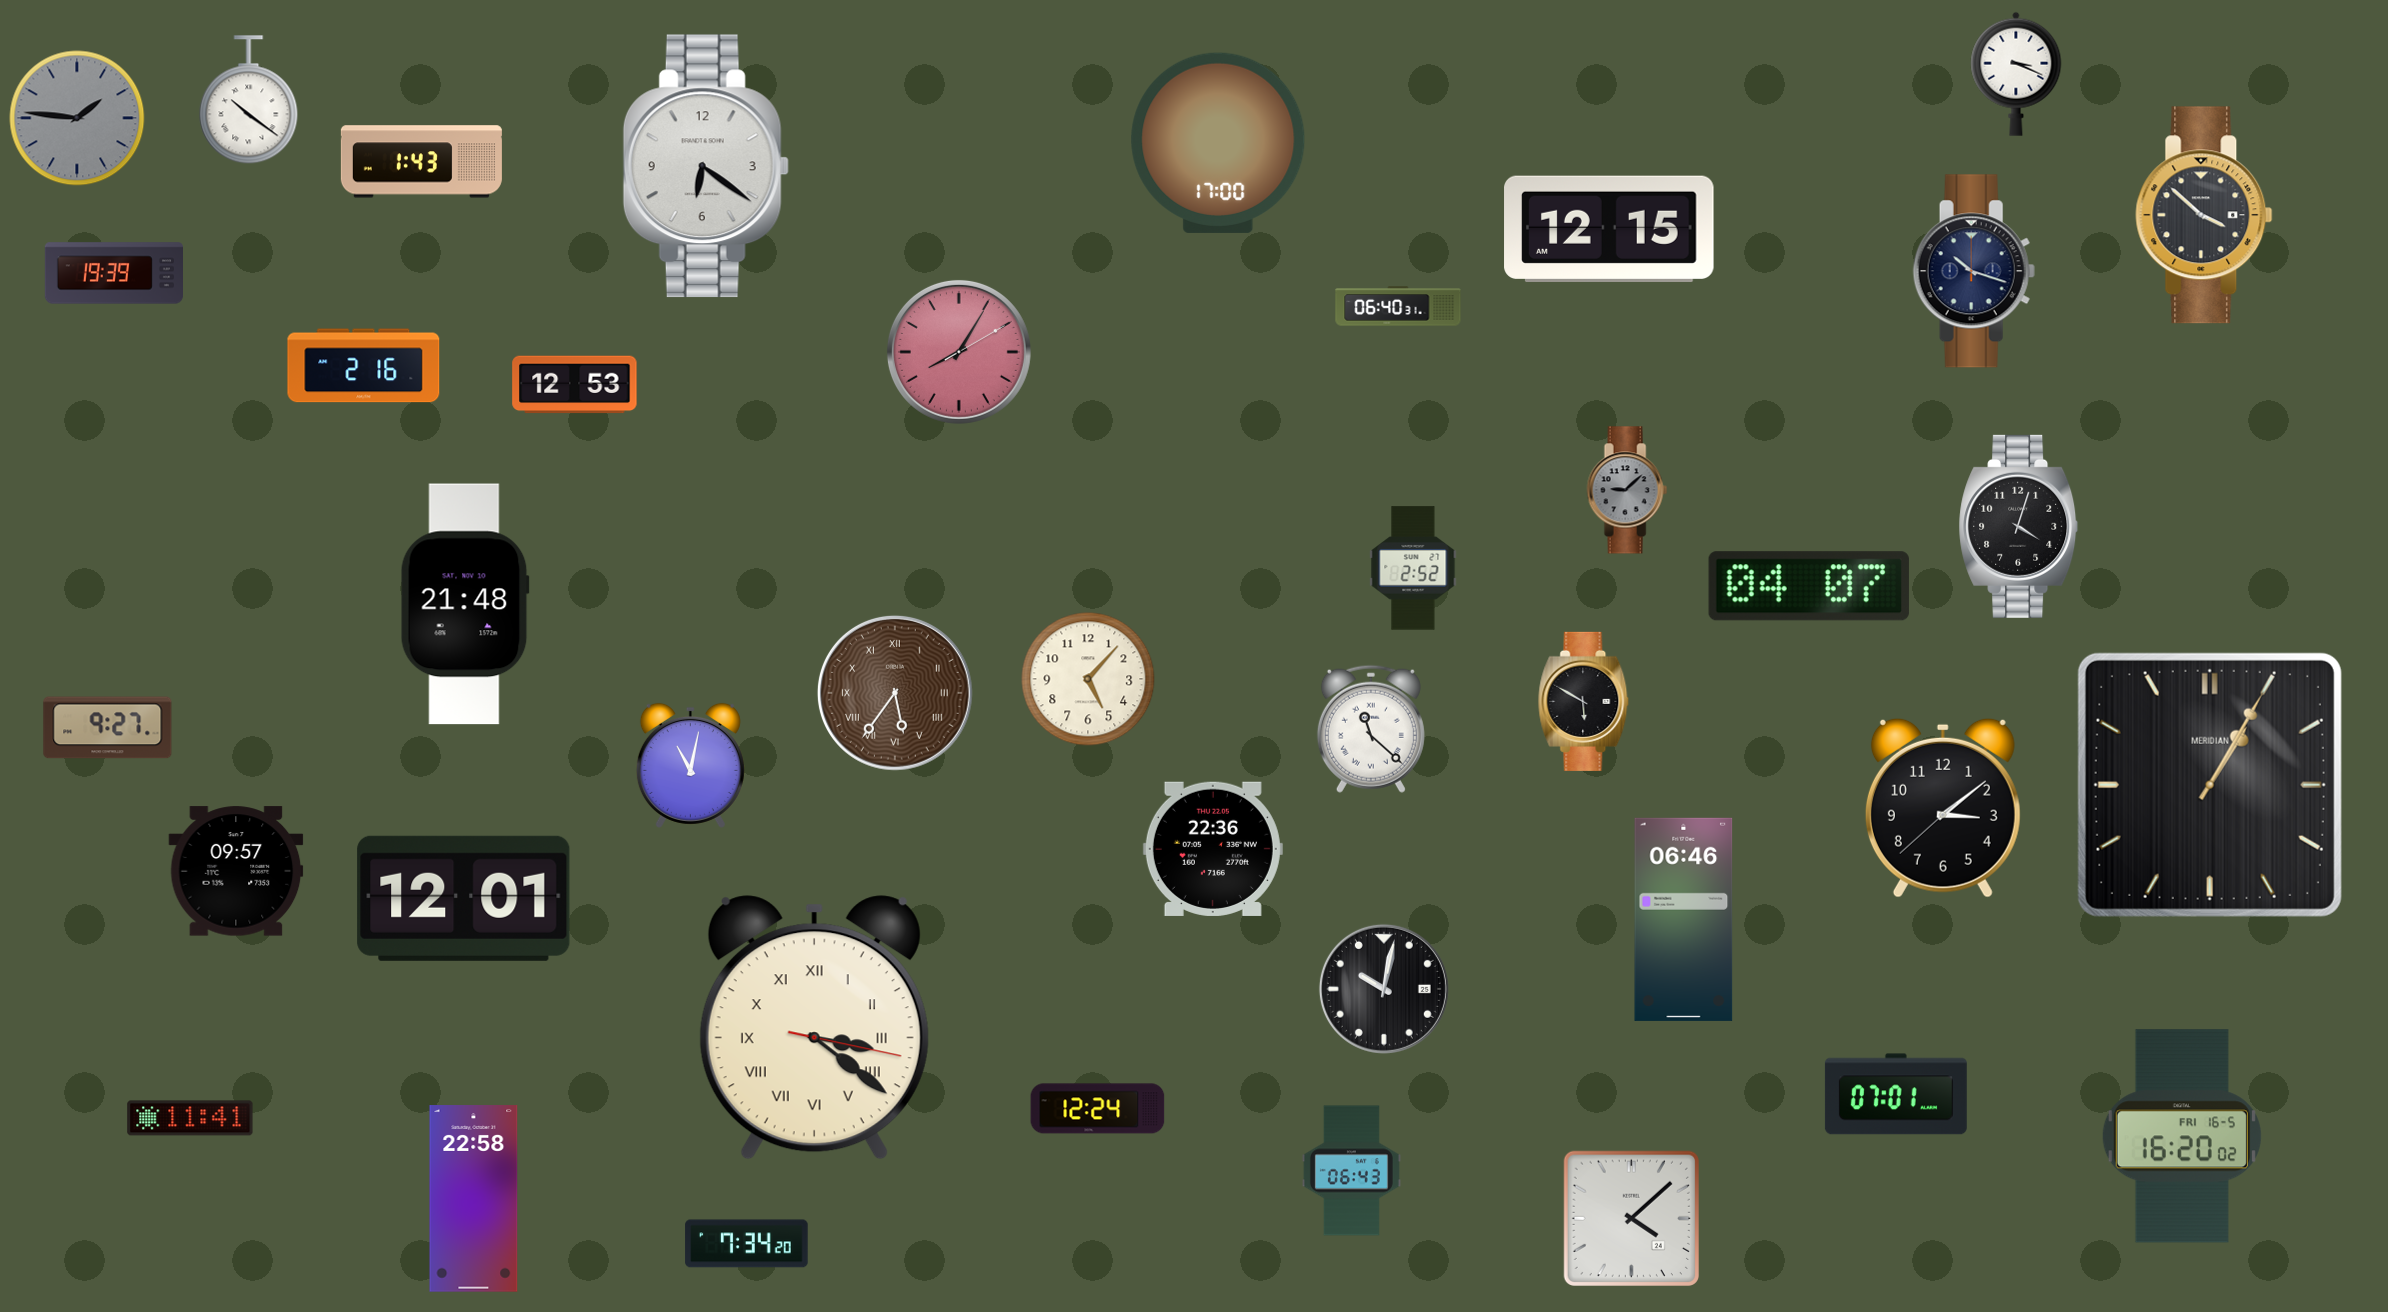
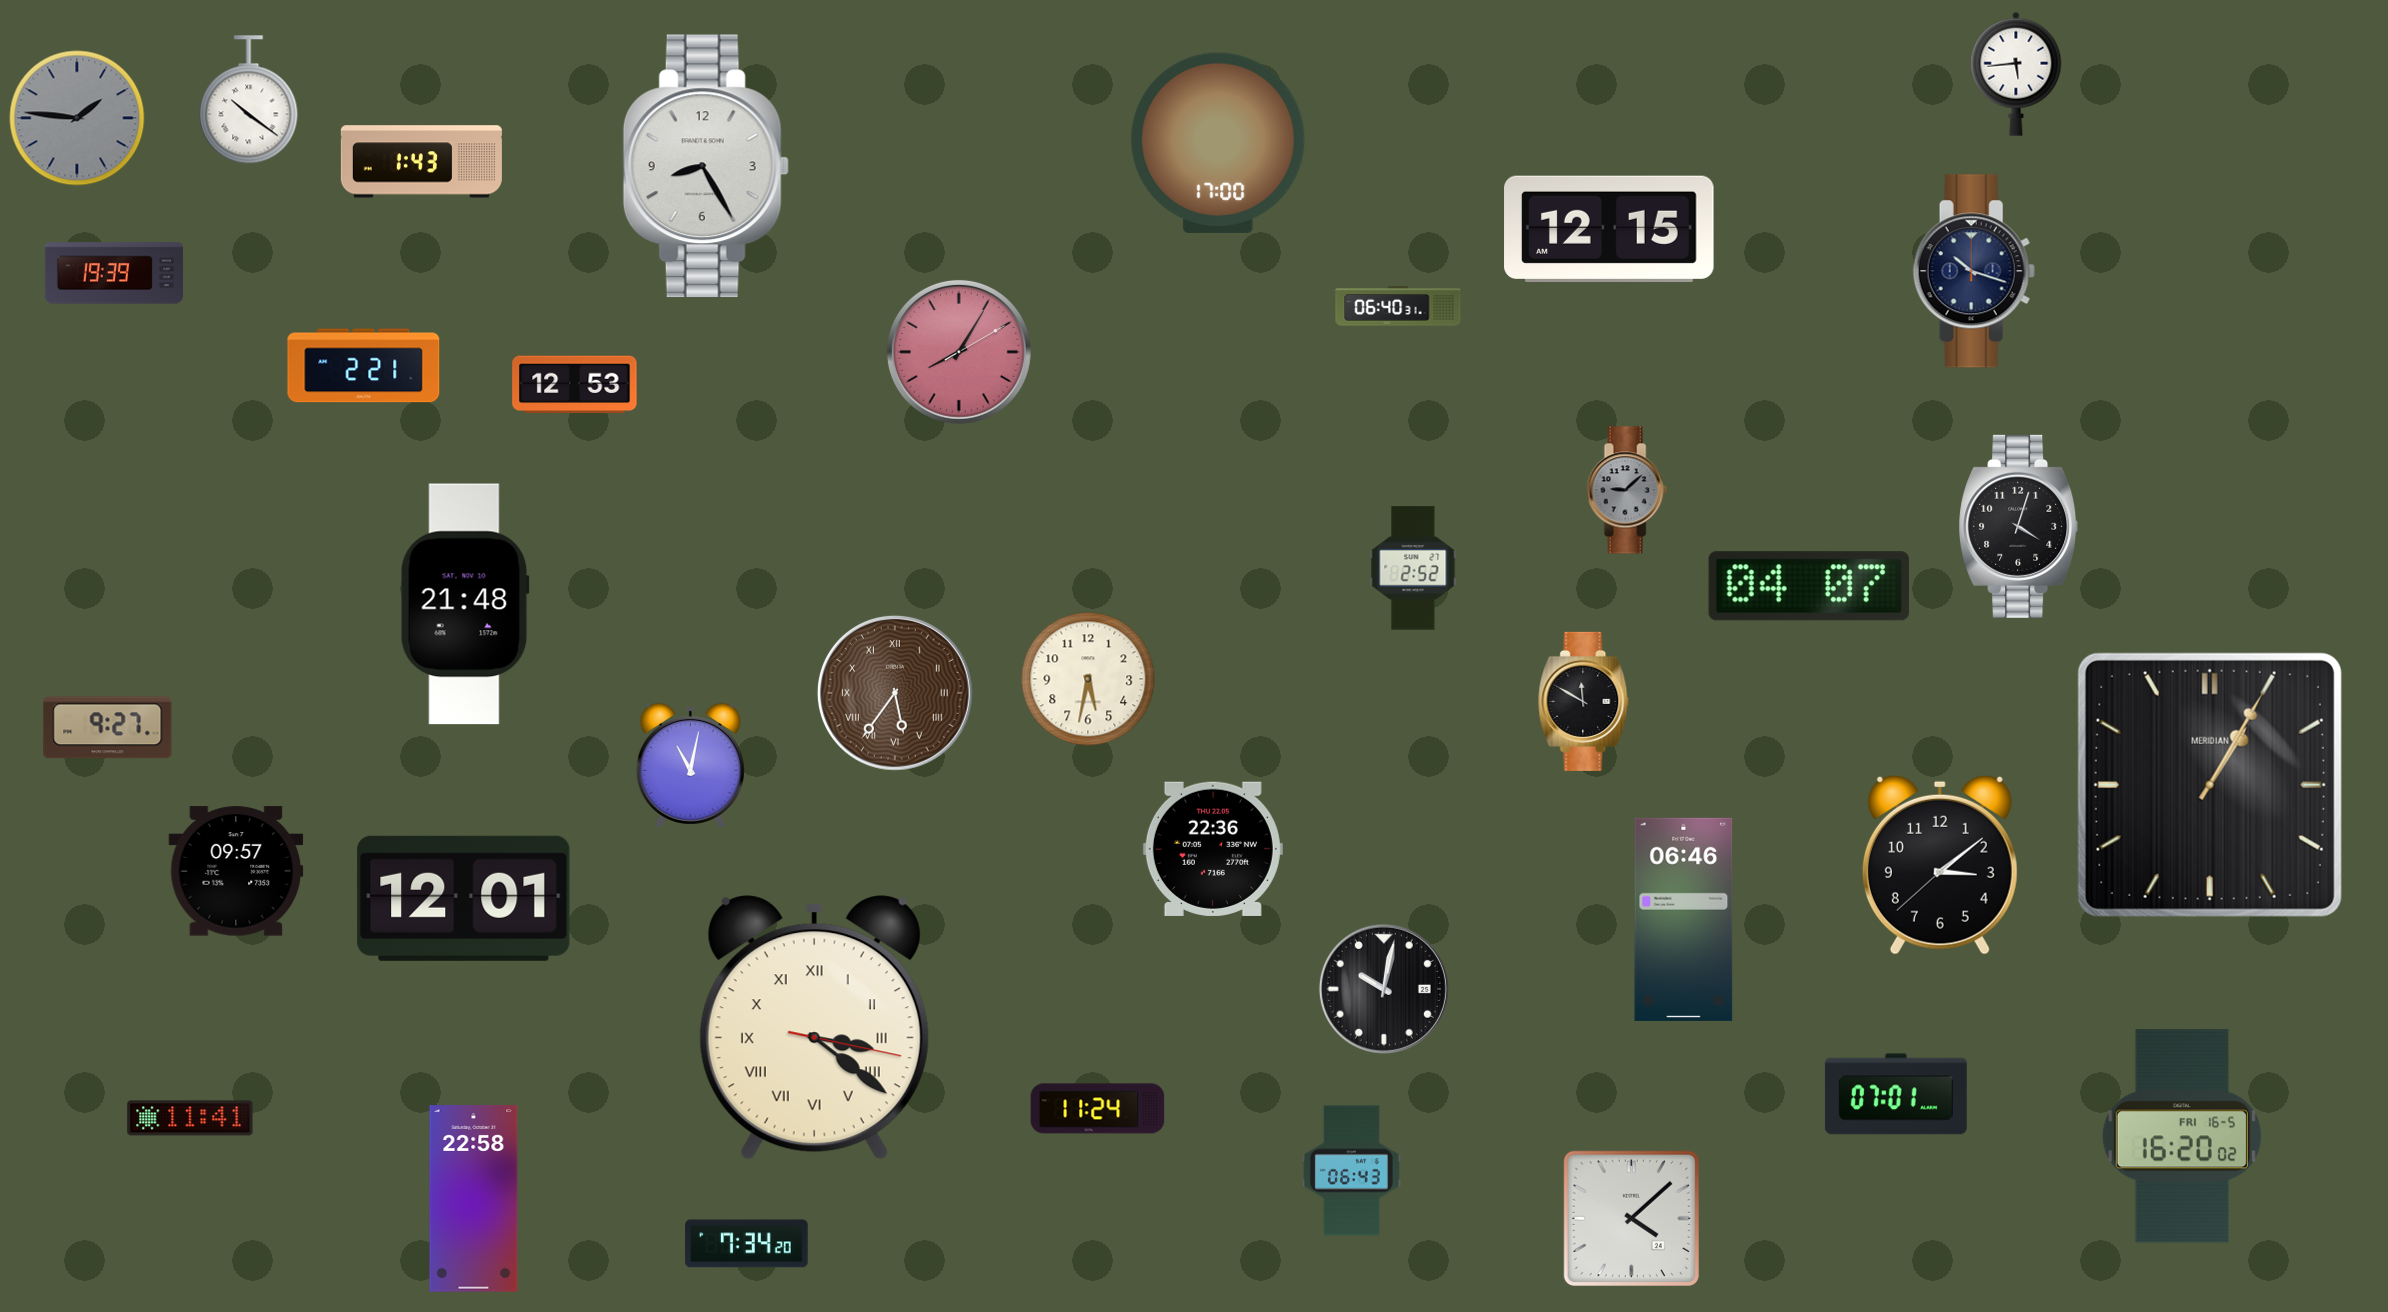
clock at (2016, 74): 3:19 -> 5:44
clock at (706, 166): 6:21 -> 8:25
clock at (2204, 215): 3:52 -> none
clock at (364, 366): 2:16 -> 2:21
clock at (1088, 679): 5:07 -> 5:32
clock at (1584, 701): 5:50 -> 11:50
clock at (1371, 729): 11:22 -> none
clock at (1943, 808) position: (1943, 808) -> (1940, 865)
clock at (1098, 1109): 12:24 -> 11:24
